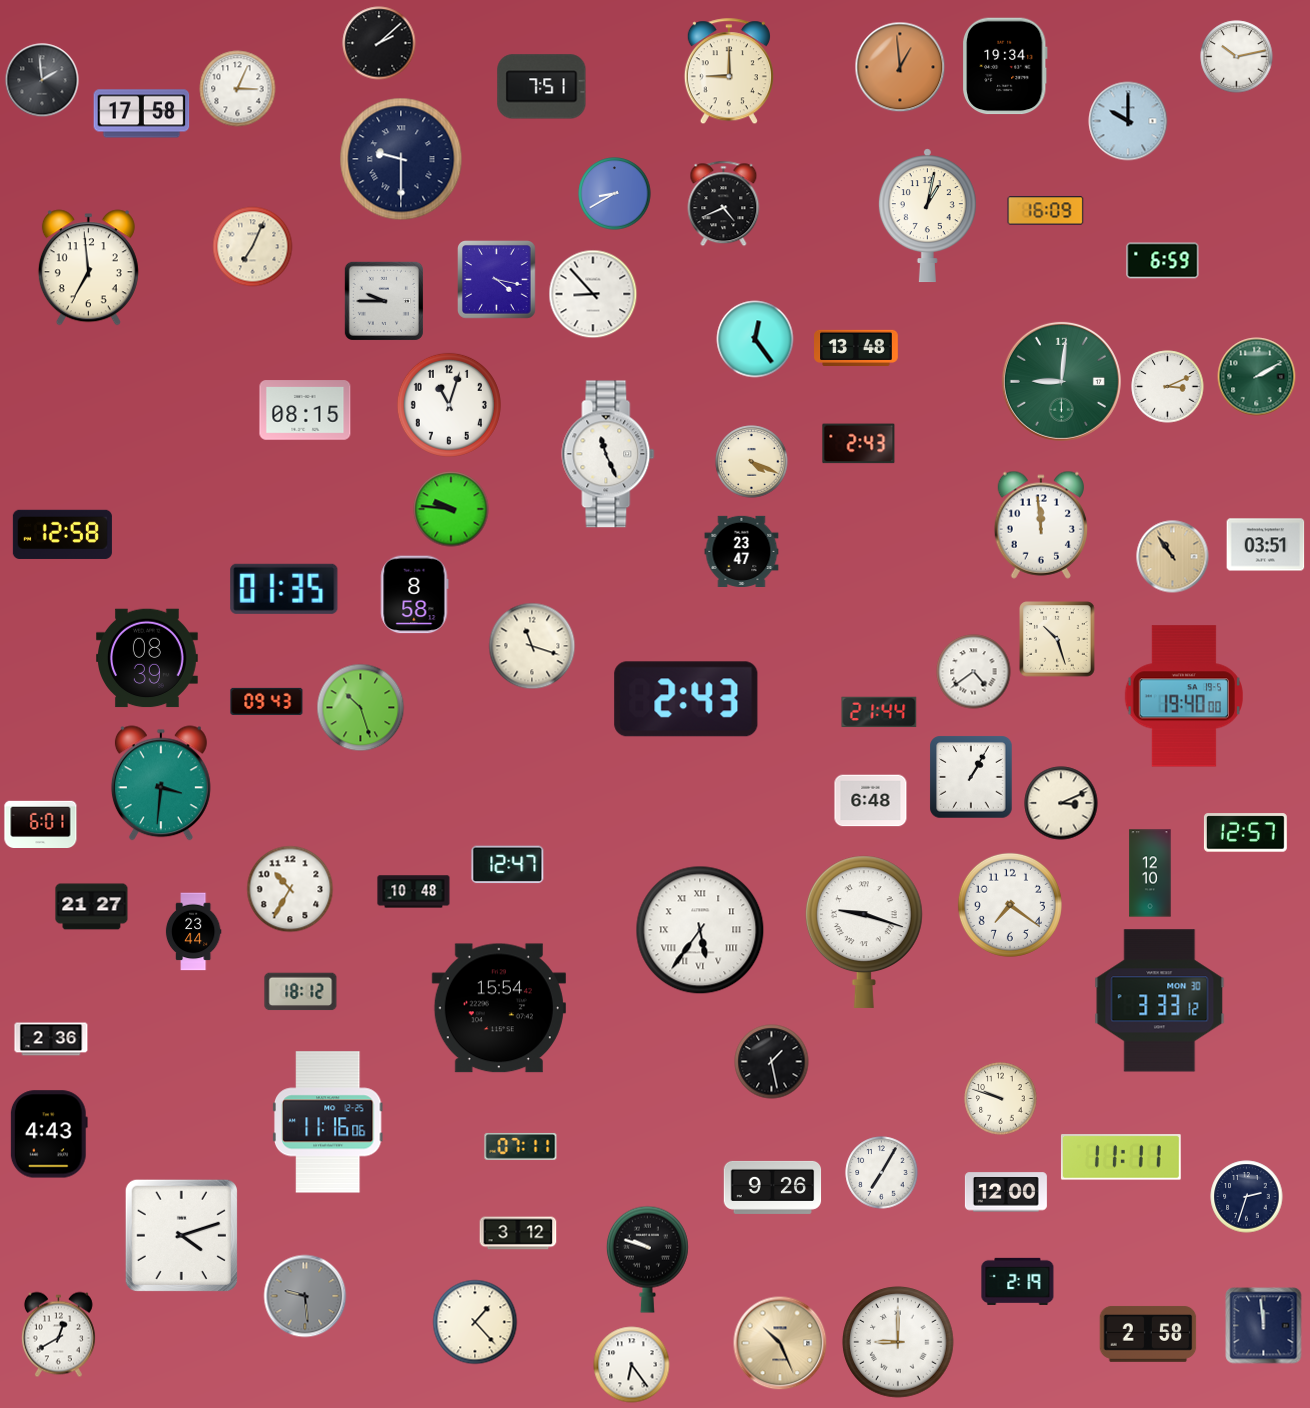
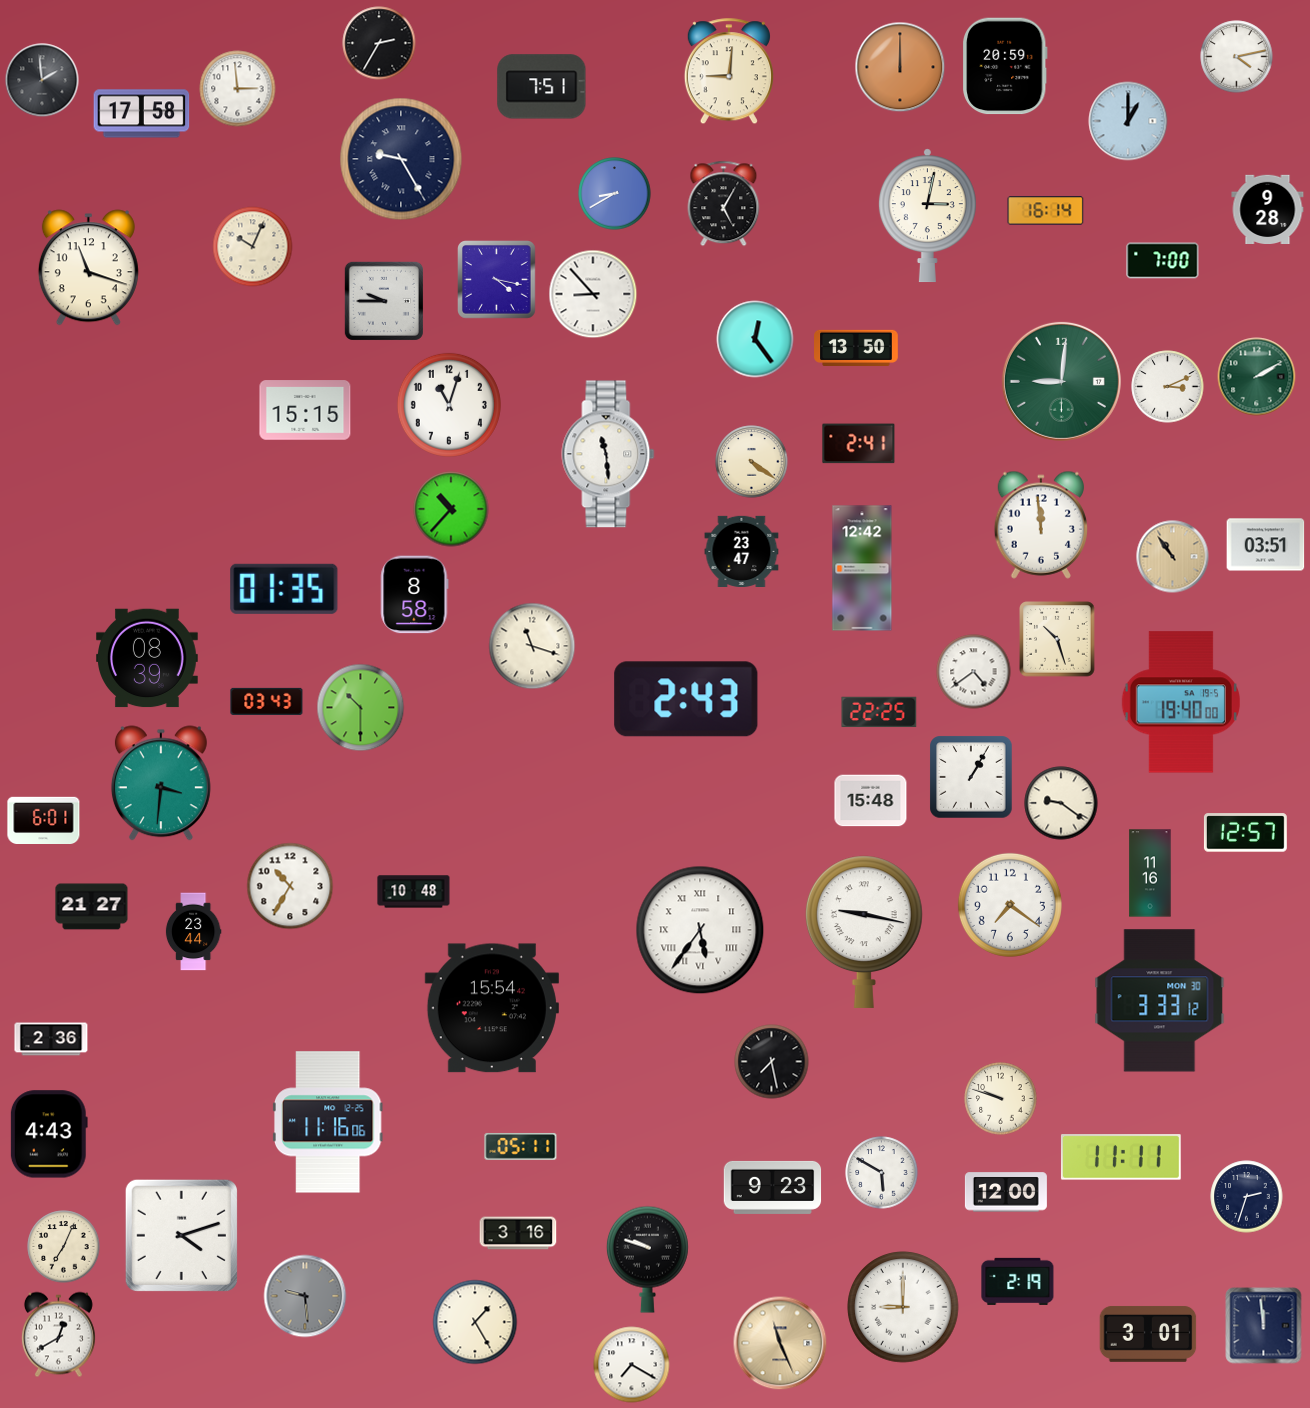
clock at (379, 43): 2:08 -> 2:35
clock at (1237, 57): 10:13 -> 4:13
clock at (1006, 66): 19:34 -> 20:59
clock at (900, 67): 12:59 -> 12:00
clock at (729, 72): 9:00 -> 9:01
clock at (238, 89): 3:04 -> 2:59
clock at (1128, 121): 10:00 -> 1:00
clock at (401, 159): 9:30 -> 9:25
clock at (724, 204): 4:41 -> 5:05
clock at (1268, 209): none -> 9:28
clock at (1046, 211): 16:09 -> 16:14
clock at (927, 216): 1:02 -> 3:02
clock at (253, 247): 7:04 -> 10:04
clock at (1163, 261): 6:59 -> 7:00
clock at (88, 268): 6:59 -> 11:18
clock at (856, 347): 13:48 -> 13:50
clock at (305, 410): 08:15 -> 15:15
clock at (859, 444): 2:43 -> 2:41
clock at (608, 454): 11:26 -> 11:29
clock at (752, 462): 4:19 -> 4:21
clock at (451, 509): 9:46 -> 10:37
clock at (62, 534): 12:58 -> none
clock at (862, 568): none -> 12:42
clock at (1184, 696) position: (1184, 696) -> (1181, 702)
clock at (267, 701): 09:43 -> 03:43
clock at (361, 708): 10:27 -> 10:30
clock at (879, 712): 21:44 -> 22:25
clock at (871, 801): 6:48 -> 15:48
clock at (1061, 803): 3:11 -> 9:21
clock at (41, 824) position: (41, 824) -> (44, 820)
clock at (508, 865): 12:47 -> none
clock at (1150, 873): 12:10 -> 11:16
clock at (290, 889) position: (290, 889) -> (290, 886)
clock at (864, 932): 9:18 -> 9:17
clock at (301, 992): 18:12 -> none
clock at (499, 1008) position: (499, 1008) -> (492, 1008)
clock at (772, 1062): 1:28 -> 7:28
clock at (521, 1147): 07:11 -> 05:11
clock at (882, 1173): 7:05 -> 5:50
clock at (773, 1187): 9:26 -> 9:23
clock at (518, 1233): 3:12 -> 3:16
clock at (64, 1247): none -> 7:04
clock at (475, 1322): 1:23 -> 1:25
clock at (1148, 1334): 2:58 -> 3:01
clock at (898, 1342) position: (898, 1342) -> (903, 1307)
clock at (780, 1343): 10:26 -> 11:26
clock at (632, 1365): 6:24 -> 7:20
